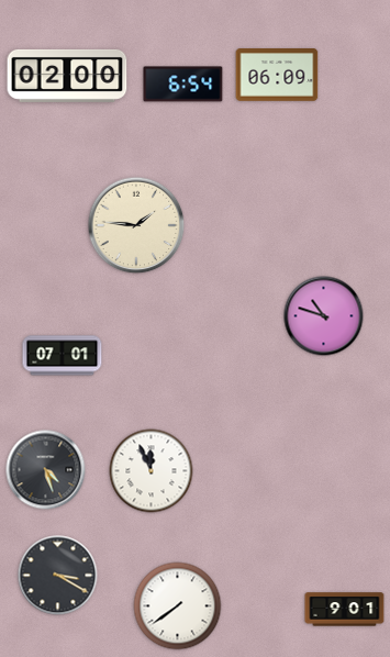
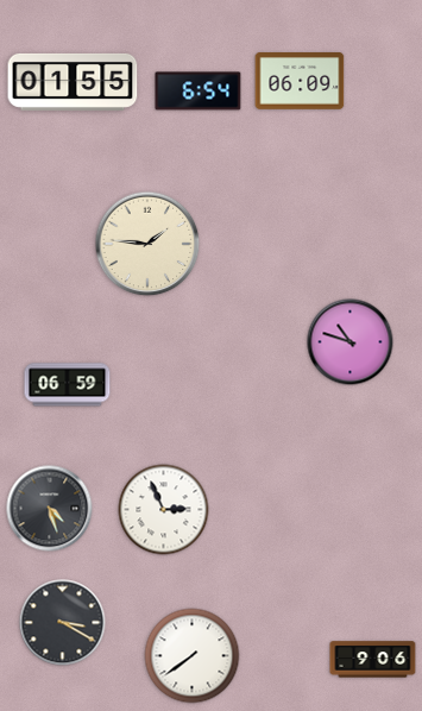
clock at (67, 76): 02:00 -> 01:55
clock at (63, 356): 07:01 -> 06:59
clock at (152, 471): 11:56 -> 2:56
clock at (345, 610): 9:01 -> 9:06
